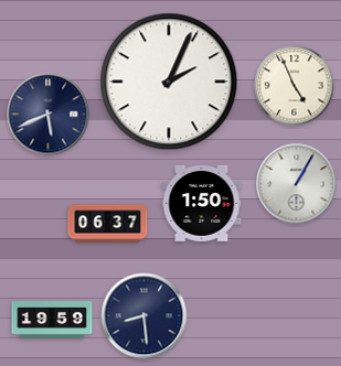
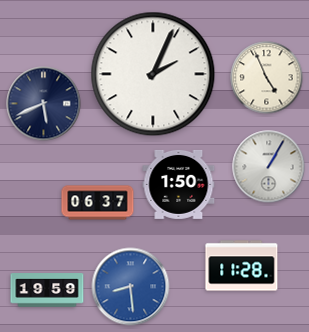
clock at (202, 203) position: (202, 203) -> (179, 184)
clock at (242, 266): none -> 11:28
clock at (145, 316) dial: navy -> blue
